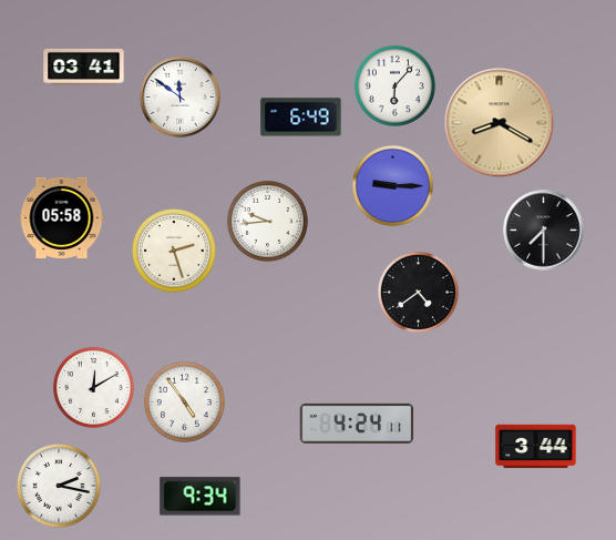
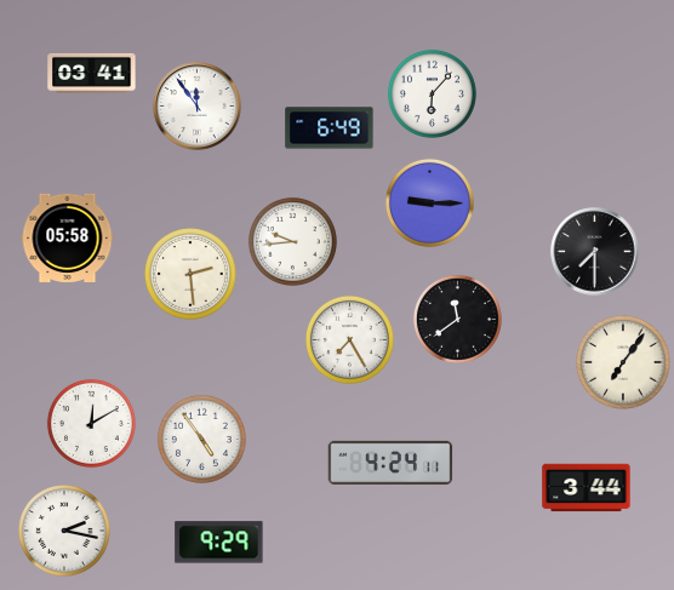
clock at (181, 98): 11:51 -> 11:54
clock at (500, 123): 8:20 -> none
clock at (175, 252): 2:27 -> 2:29
clock at (418, 292): 4:39 -> 11:39
clock at (349, 339): none -> 7:25
clock at (623, 362): none -> 7:06
clock at (93, 387) position: (93, 387) -> (91, 423)
clock at (201, 497): 9:34 -> 9:29
